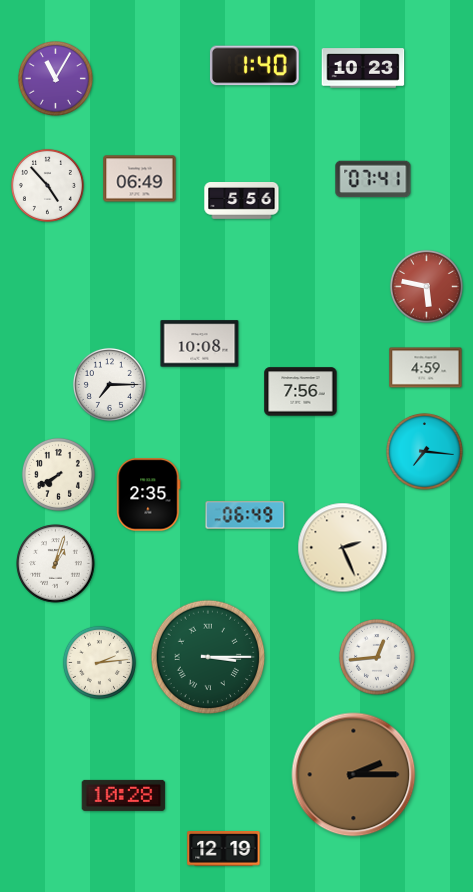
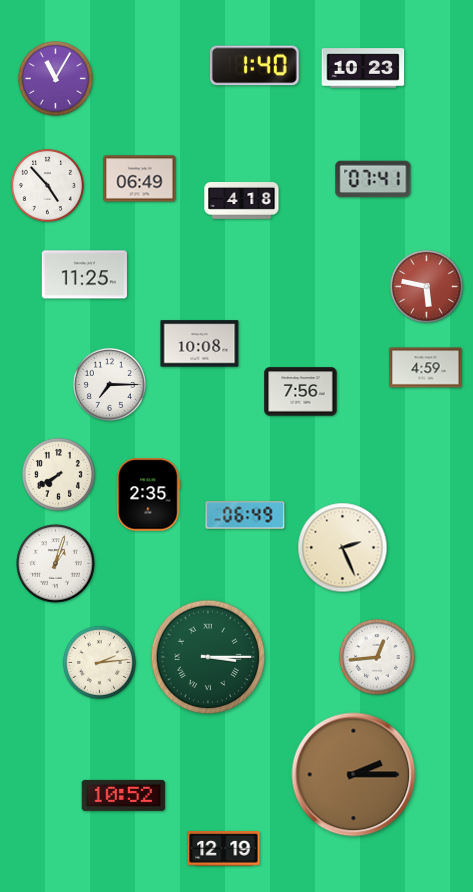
clock at (242, 201): 5:56 -> 4:18
clock at (84, 275): none -> 11:25
clock at (425, 452): 7:16 -> none
clock at (124, 795): 10:28 -> 10:52
